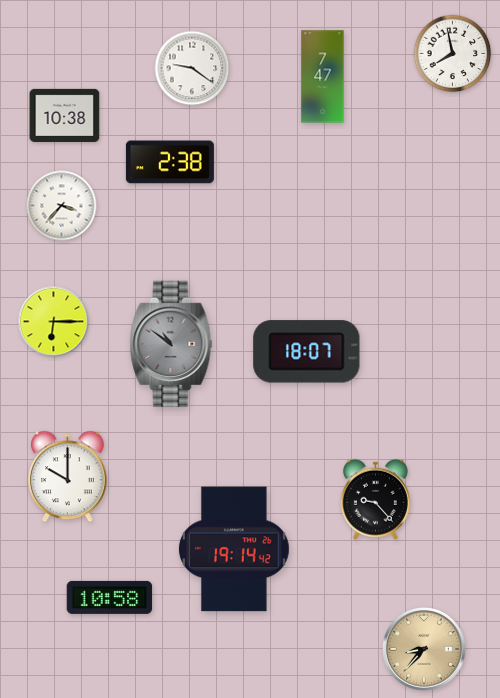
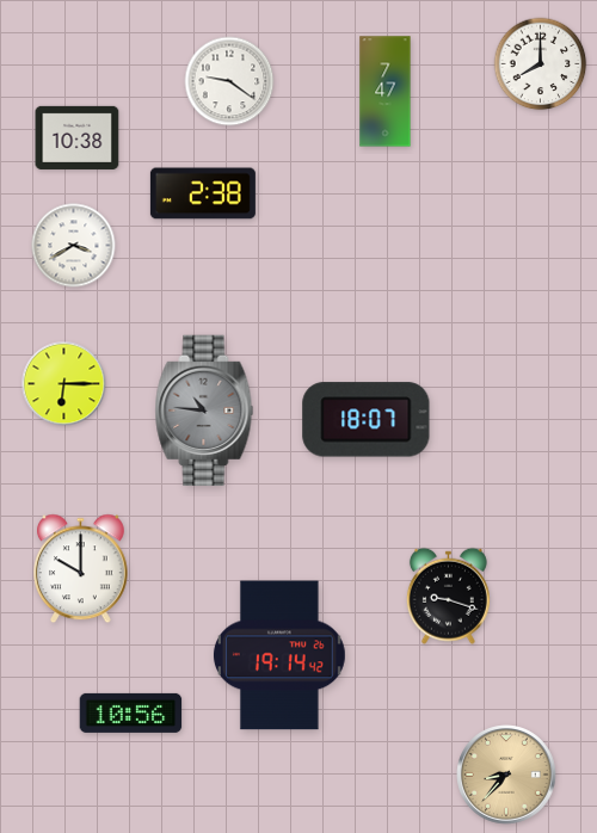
clock at (453, 54): 7:58 -> 8:00
clock at (62, 206): 3:37 -> 3:40
clock at (171, 344): 10:51 -> 10:46
clock at (375, 499): 9:23 -> 9:18
clock at (110, 597): 10:58 -> 10:56
